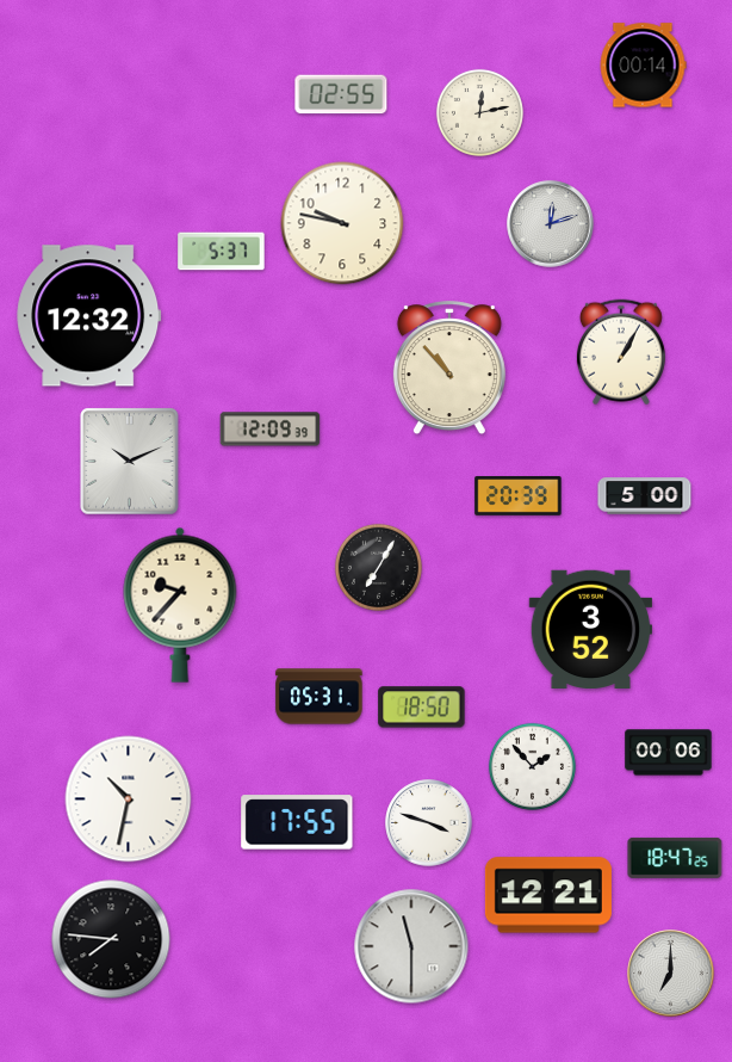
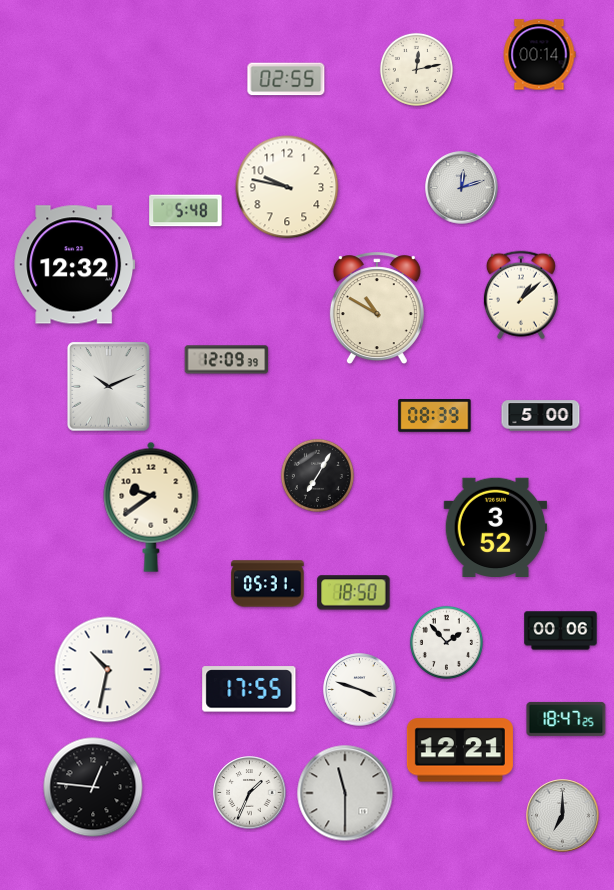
clock at (479, 112) position: (479, 112) -> (416, 69)
clock at (222, 252): 5:37 -> 5:48
clock at (621, 352): 1:05 -> 1:08
clock at (449, 369): 10:53 -> 10:50
clock at (519, 496): 20:39 -> 08:39
clock at (180, 605): 9:37 -> 9:39
clock at (111, 939): 7:46 -> 12:46
clock at (250, 793): none -> 1:34
